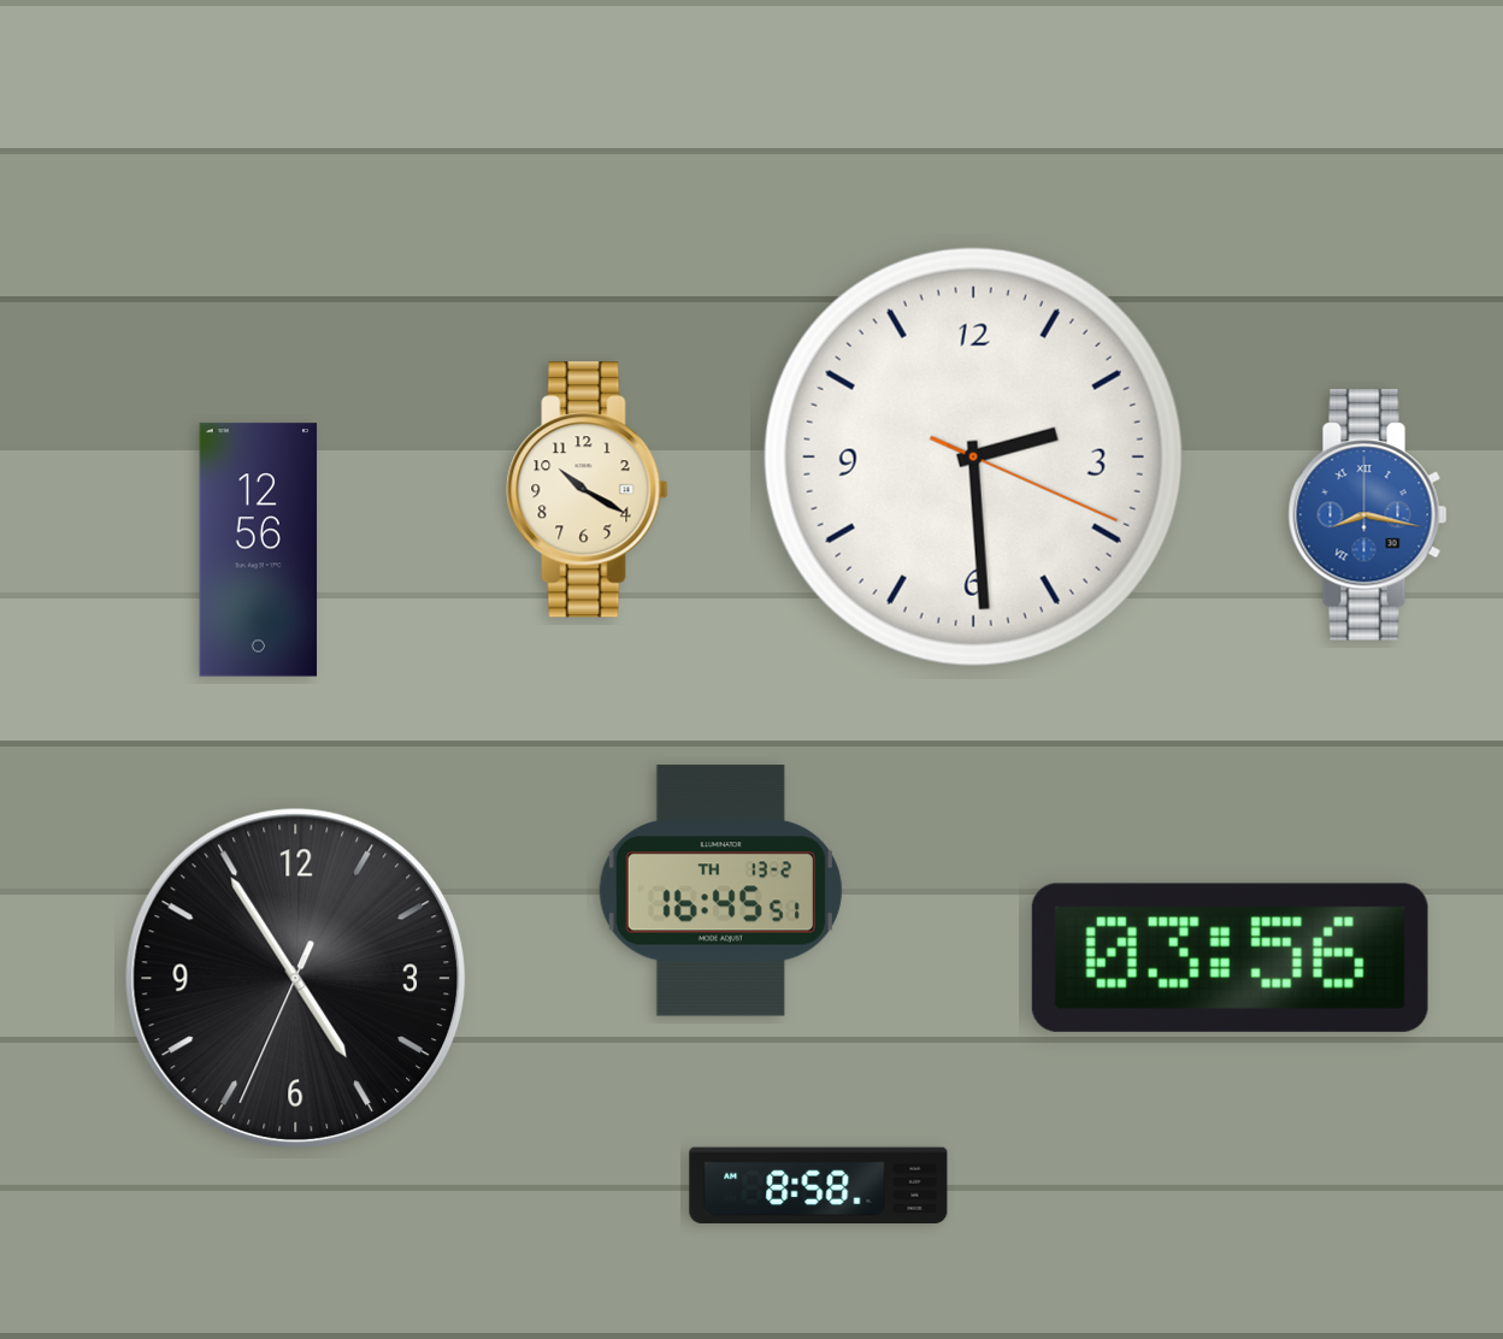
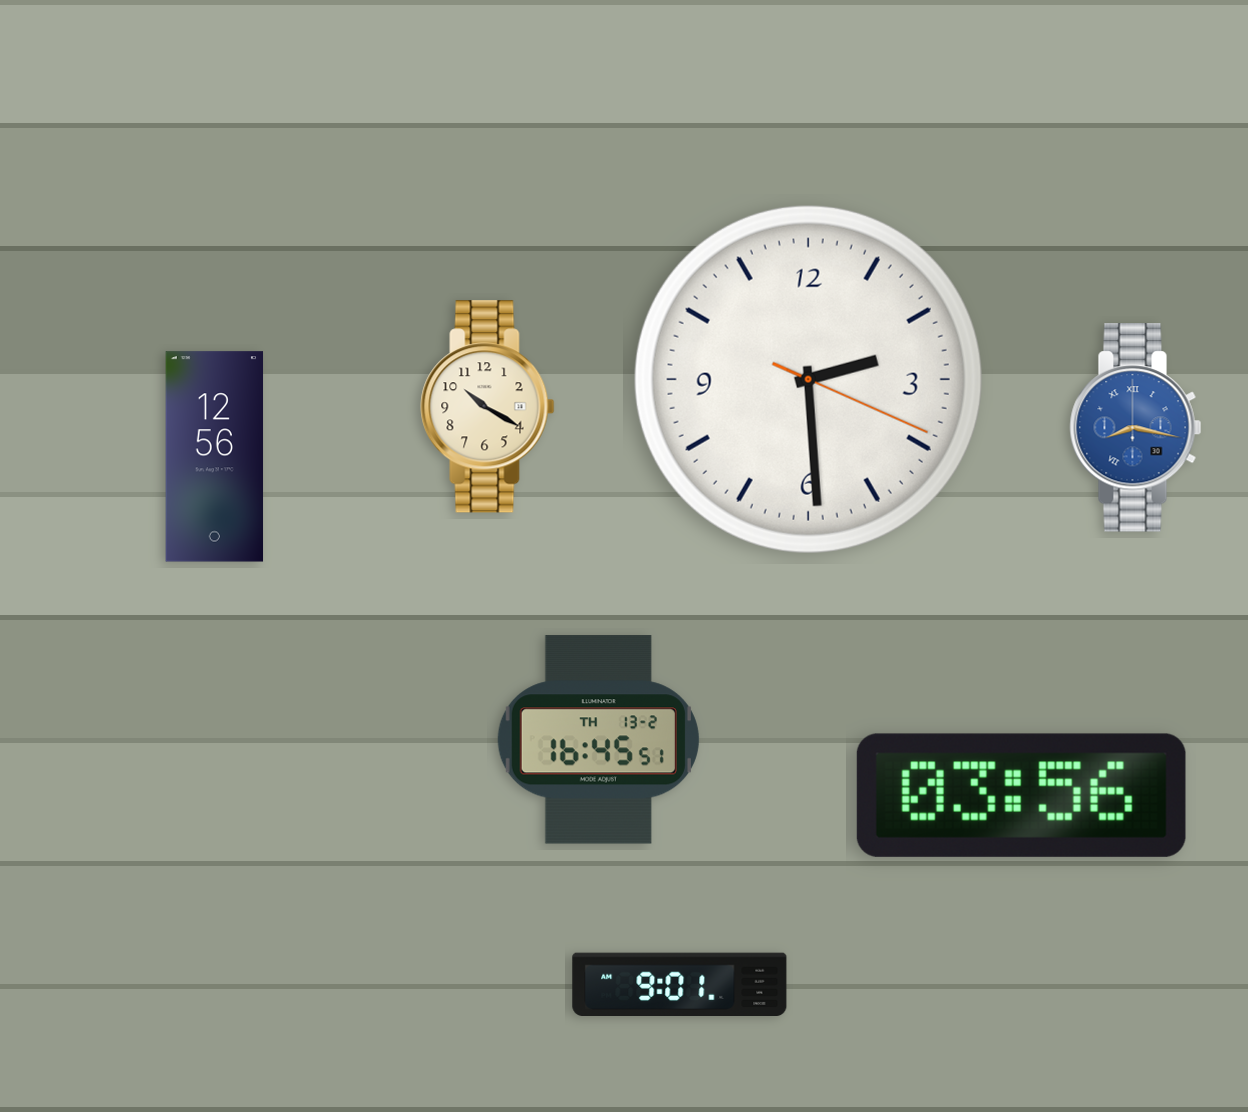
clock at (296, 979): 4:54 -> none
clock at (819, 1186): 8:58 -> 9:01
